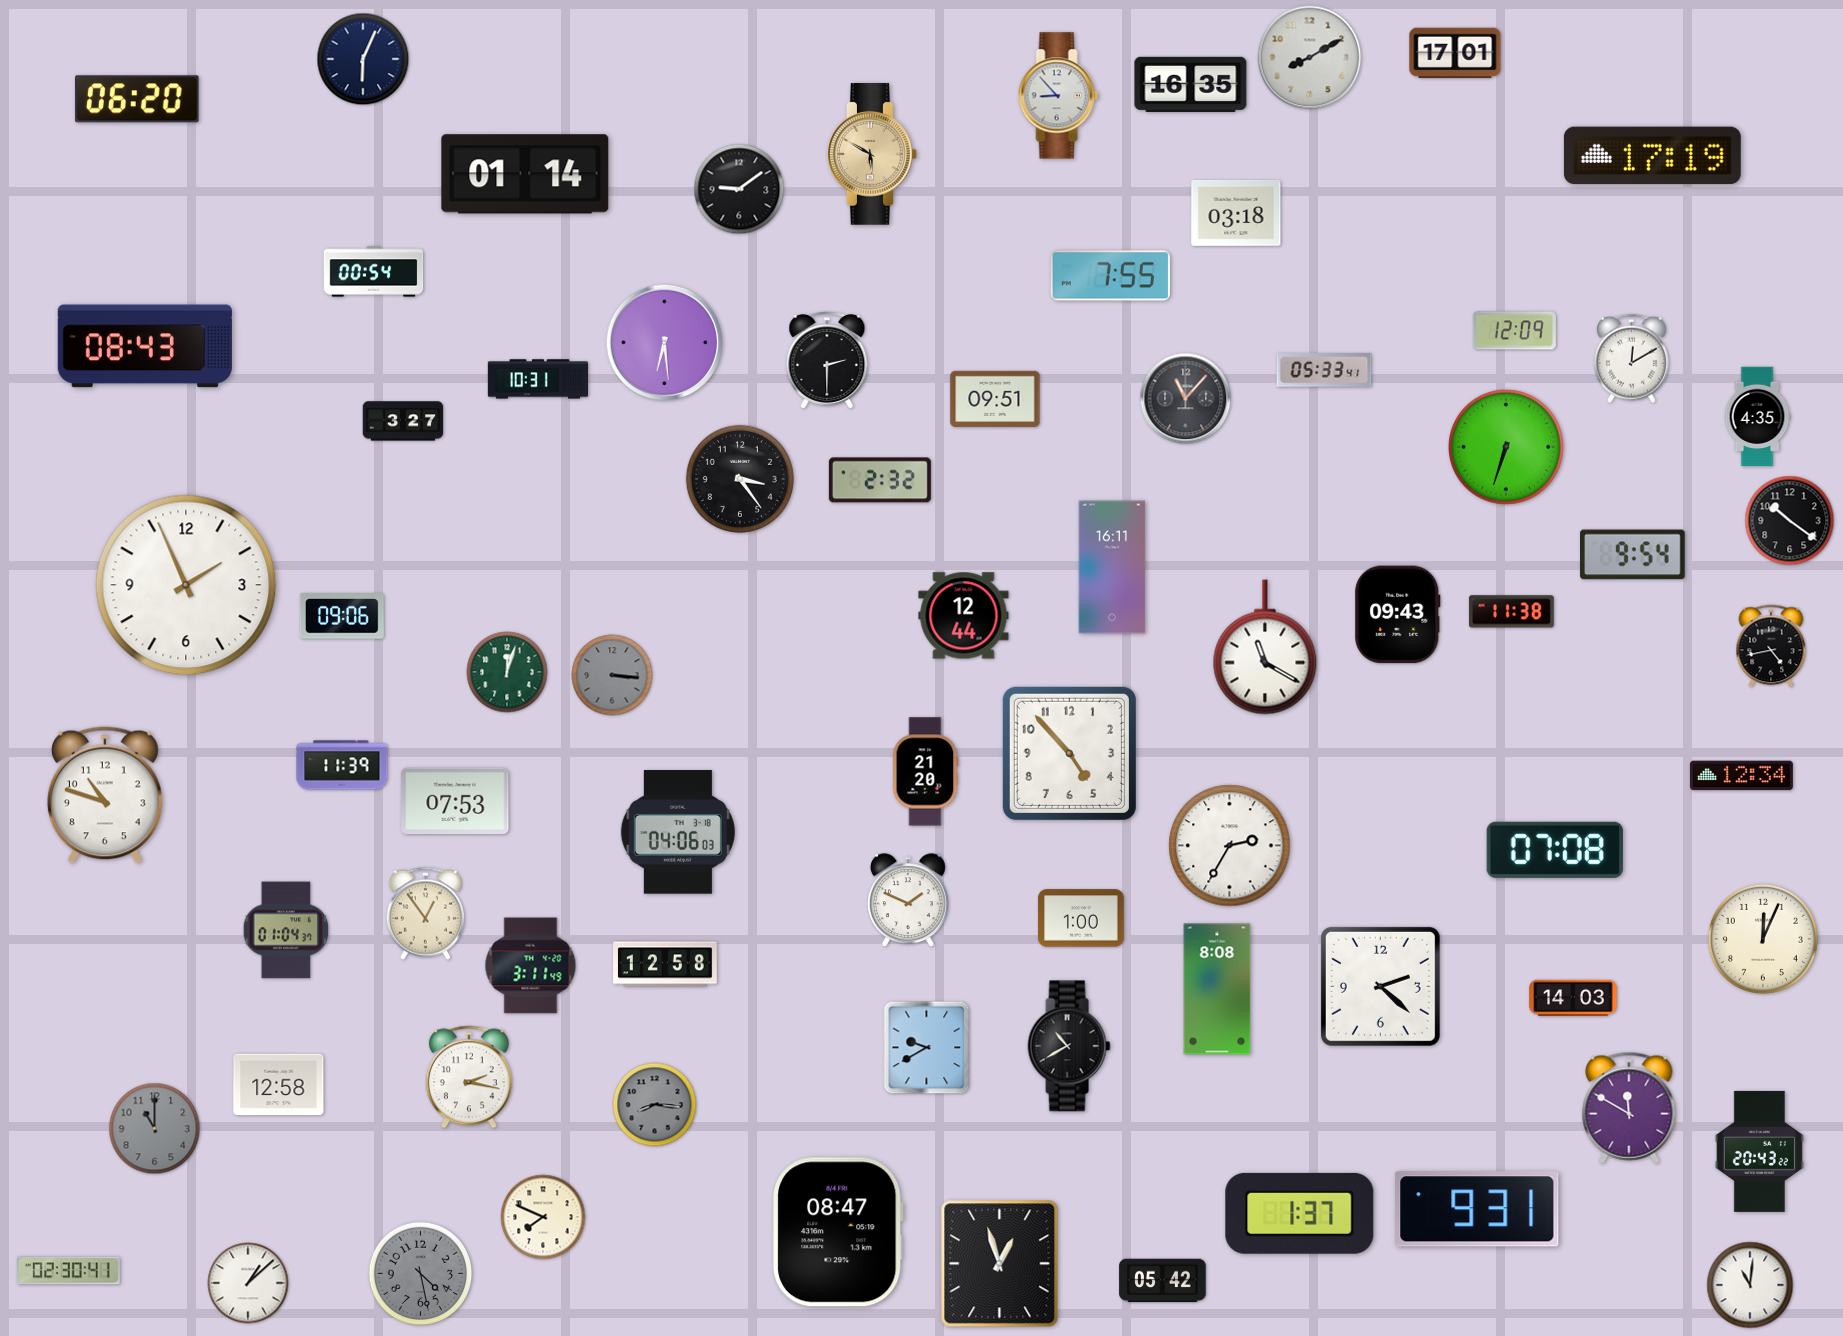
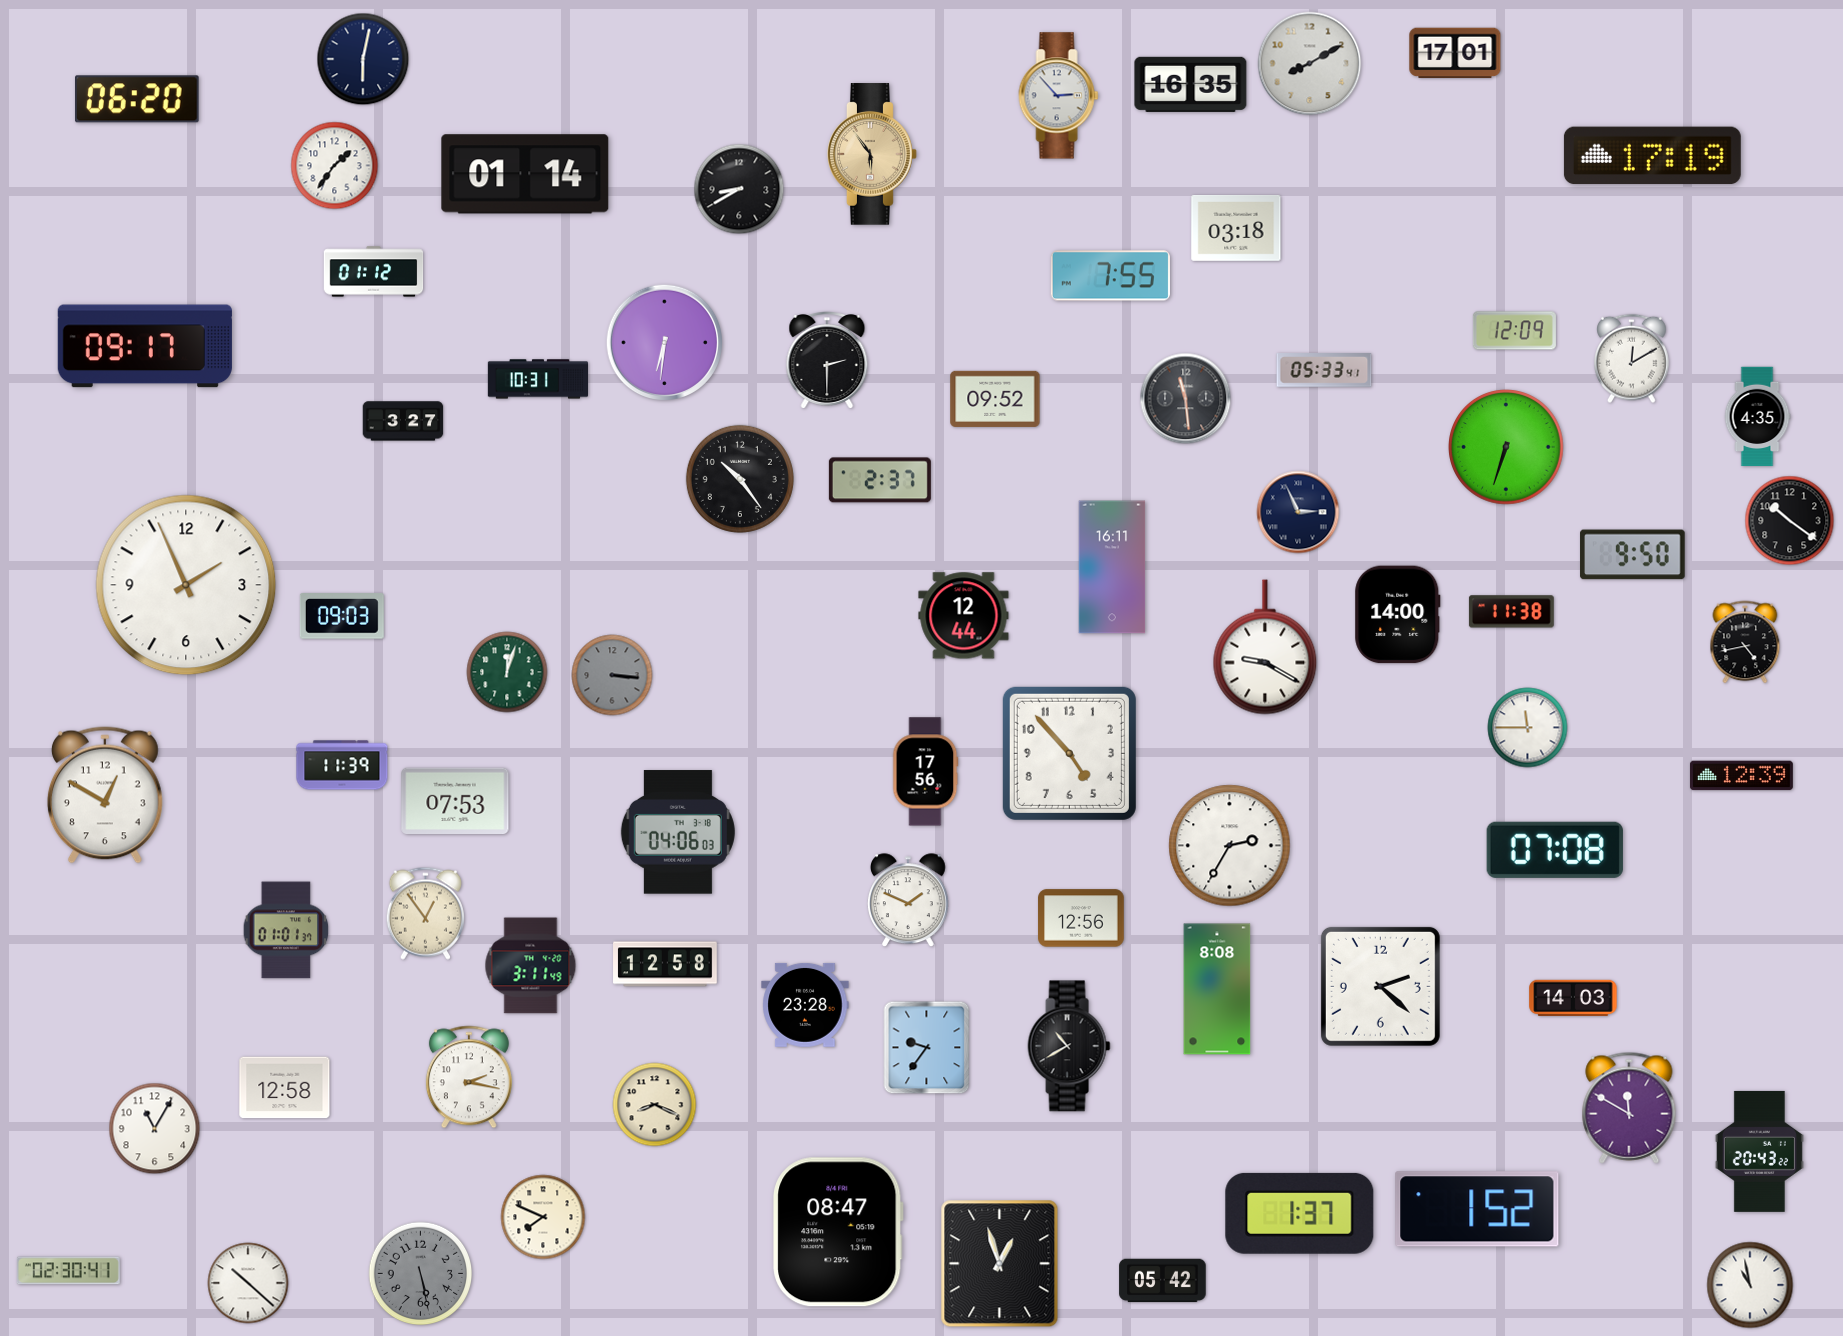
clock at (1310, 58) position: (1310, 58) -> (1310, 64)
clock at (363, 59): 6:04 -> 6:02
clock at (1059, 96): 8:53 -> 2:53
clock at (872, 154): 5:50 -> 5:54
clock at (335, 166): none -> 1:36
clock at (739, 189): 9:09 -> 8:40
clock at (1236, 214) position: (1236, 214) -> (1236, 229)
clock at (374, 272): 00:54 -> 01:12
clock at (665, 343): 6:29 -> 6:31
clock at (145, 346): 08:43 -> 09:17
clock at (995, 399): 09:51 -> 09:52
clock at (1186, 399): 11:07 -> 11:29
clock at (740, 479): 3:24 -> 10:24
clock at (880, 480): 2:32 -> 2:37
clock at (1298, 512): none -> 2:56
clock at (1633, 555): 9:54 -> 9:50
clock at (1398, 615): 09:43 -> 14:00
clock at (342, 617): 09:06 -> 09:03
clock at (1771, 646) position: (1771, 646) -> (1745, 642)
clock at (1265, 647): 11:20 -> 9:20
clock at (1528, 728): none -> 11:45
clock at (926, 772): 21:20 -> 17:56
clock at (1741, 776): 12:34 -> 12:39
clock at (105, 795): 10:48 -> 12:50
clock at (1081, 918): 1:00 -> 12:56
clock at (286, 930): 01:04 -> 01:01
clock at (1763, 939): 12:04 -> none
clock at (805, 1005): none -> 23:28
clock at (927, 1048): 9:40 -> 9:36
clock at (279, 1085) position: (279, 1085) -> (285, 1088)
clock at (655, 1105): 8:16 -> 8:19
clock at (655, 1105) dial: grey -> cream
clock at (155, 1129): 11:00 -> 11:05
clock at (155, 1129) dial: grey -> white
clock at (1477, 1209): 9:31 -> 1:52
clock at (421, 1274): 4:28 -> 5:28
clock at (248, 1283): 1:08 -> 10:22
clock at (1750, 1285): 11:01 -> 10:58
